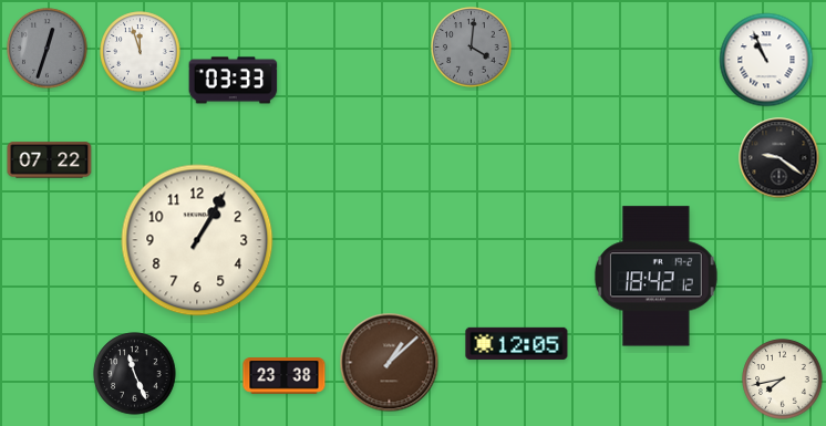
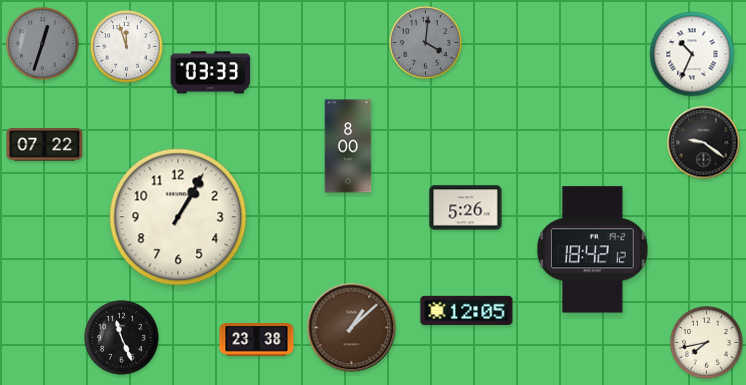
clock at (766, 60): 10:56 -> 10:34
clock at (348, 146): none -> 8:00
clock at (466, 208): none -> 5:26
